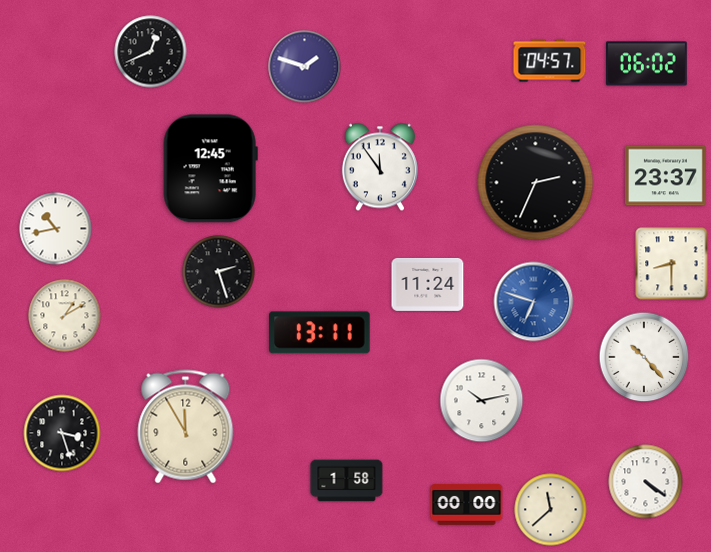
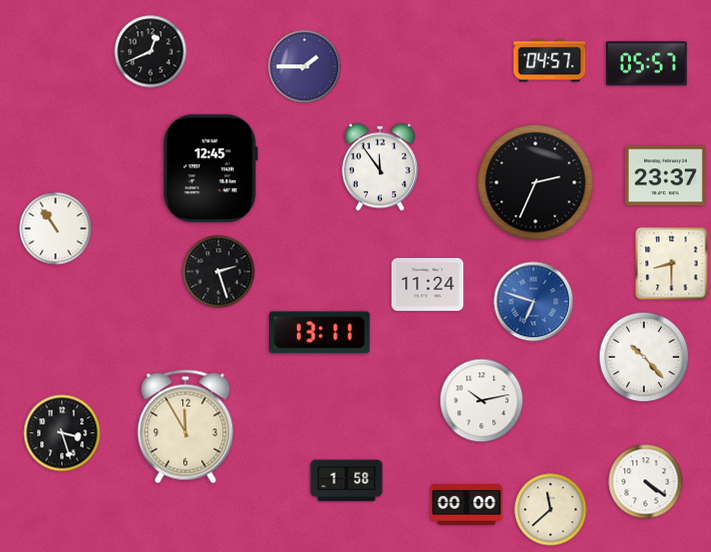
clock at (646, 64): 06:02 -> 05:57
clock at (305, 67): 1:48 -> 1:45
clock at (56, 229): 10:43 -> 10:54
clock at (65, 316): 1:10 -> none
